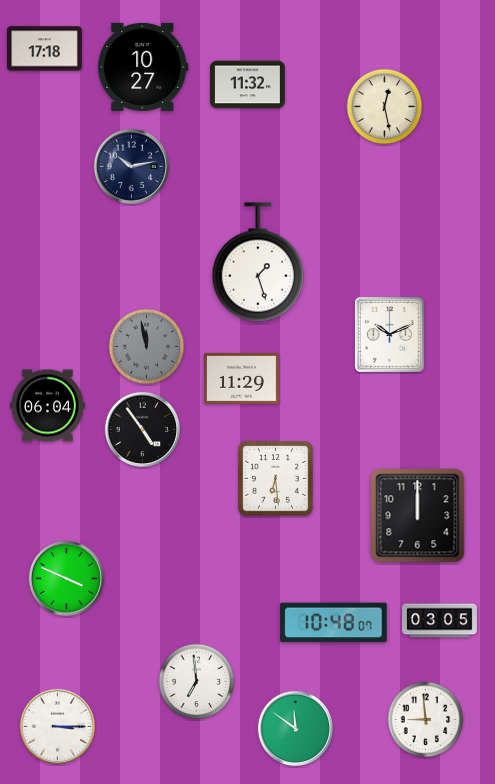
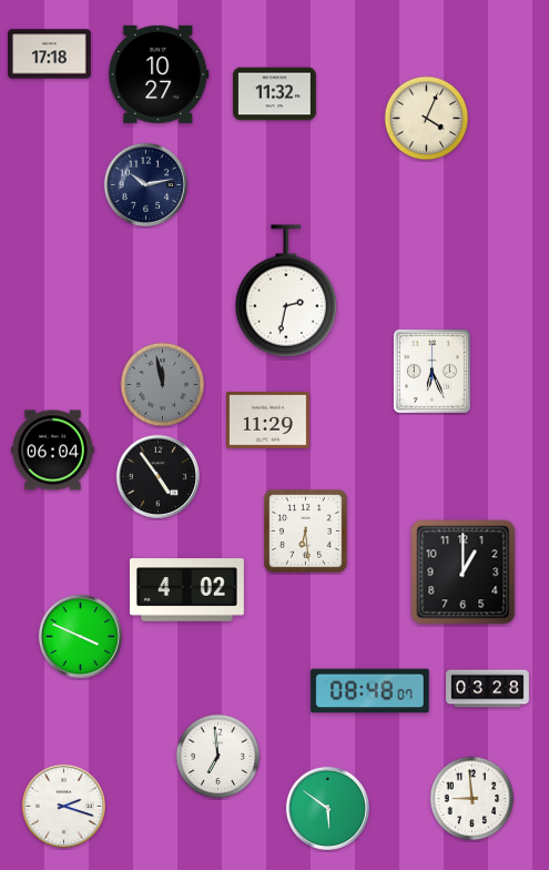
clock at (385, 107): 12:28 -> 4:04
clock at (258, 262): 1:27 -> 2:32
clock at (389, 334): 10:11 -> 6:26
clock at (418, 516): 12:00 -> 1:00
clock at (186, 590): none -> 4:02
clock at (66, 578) position: (66, 578) -> (80, 636)
clock at (440, 621): 03:05 -> 03:28
clock at (334, 623): 10:48 -> 08:48
clock at (57, 726): 3:15 -> 2:18
clock at (295, 728): 11:51 -> 5:51
